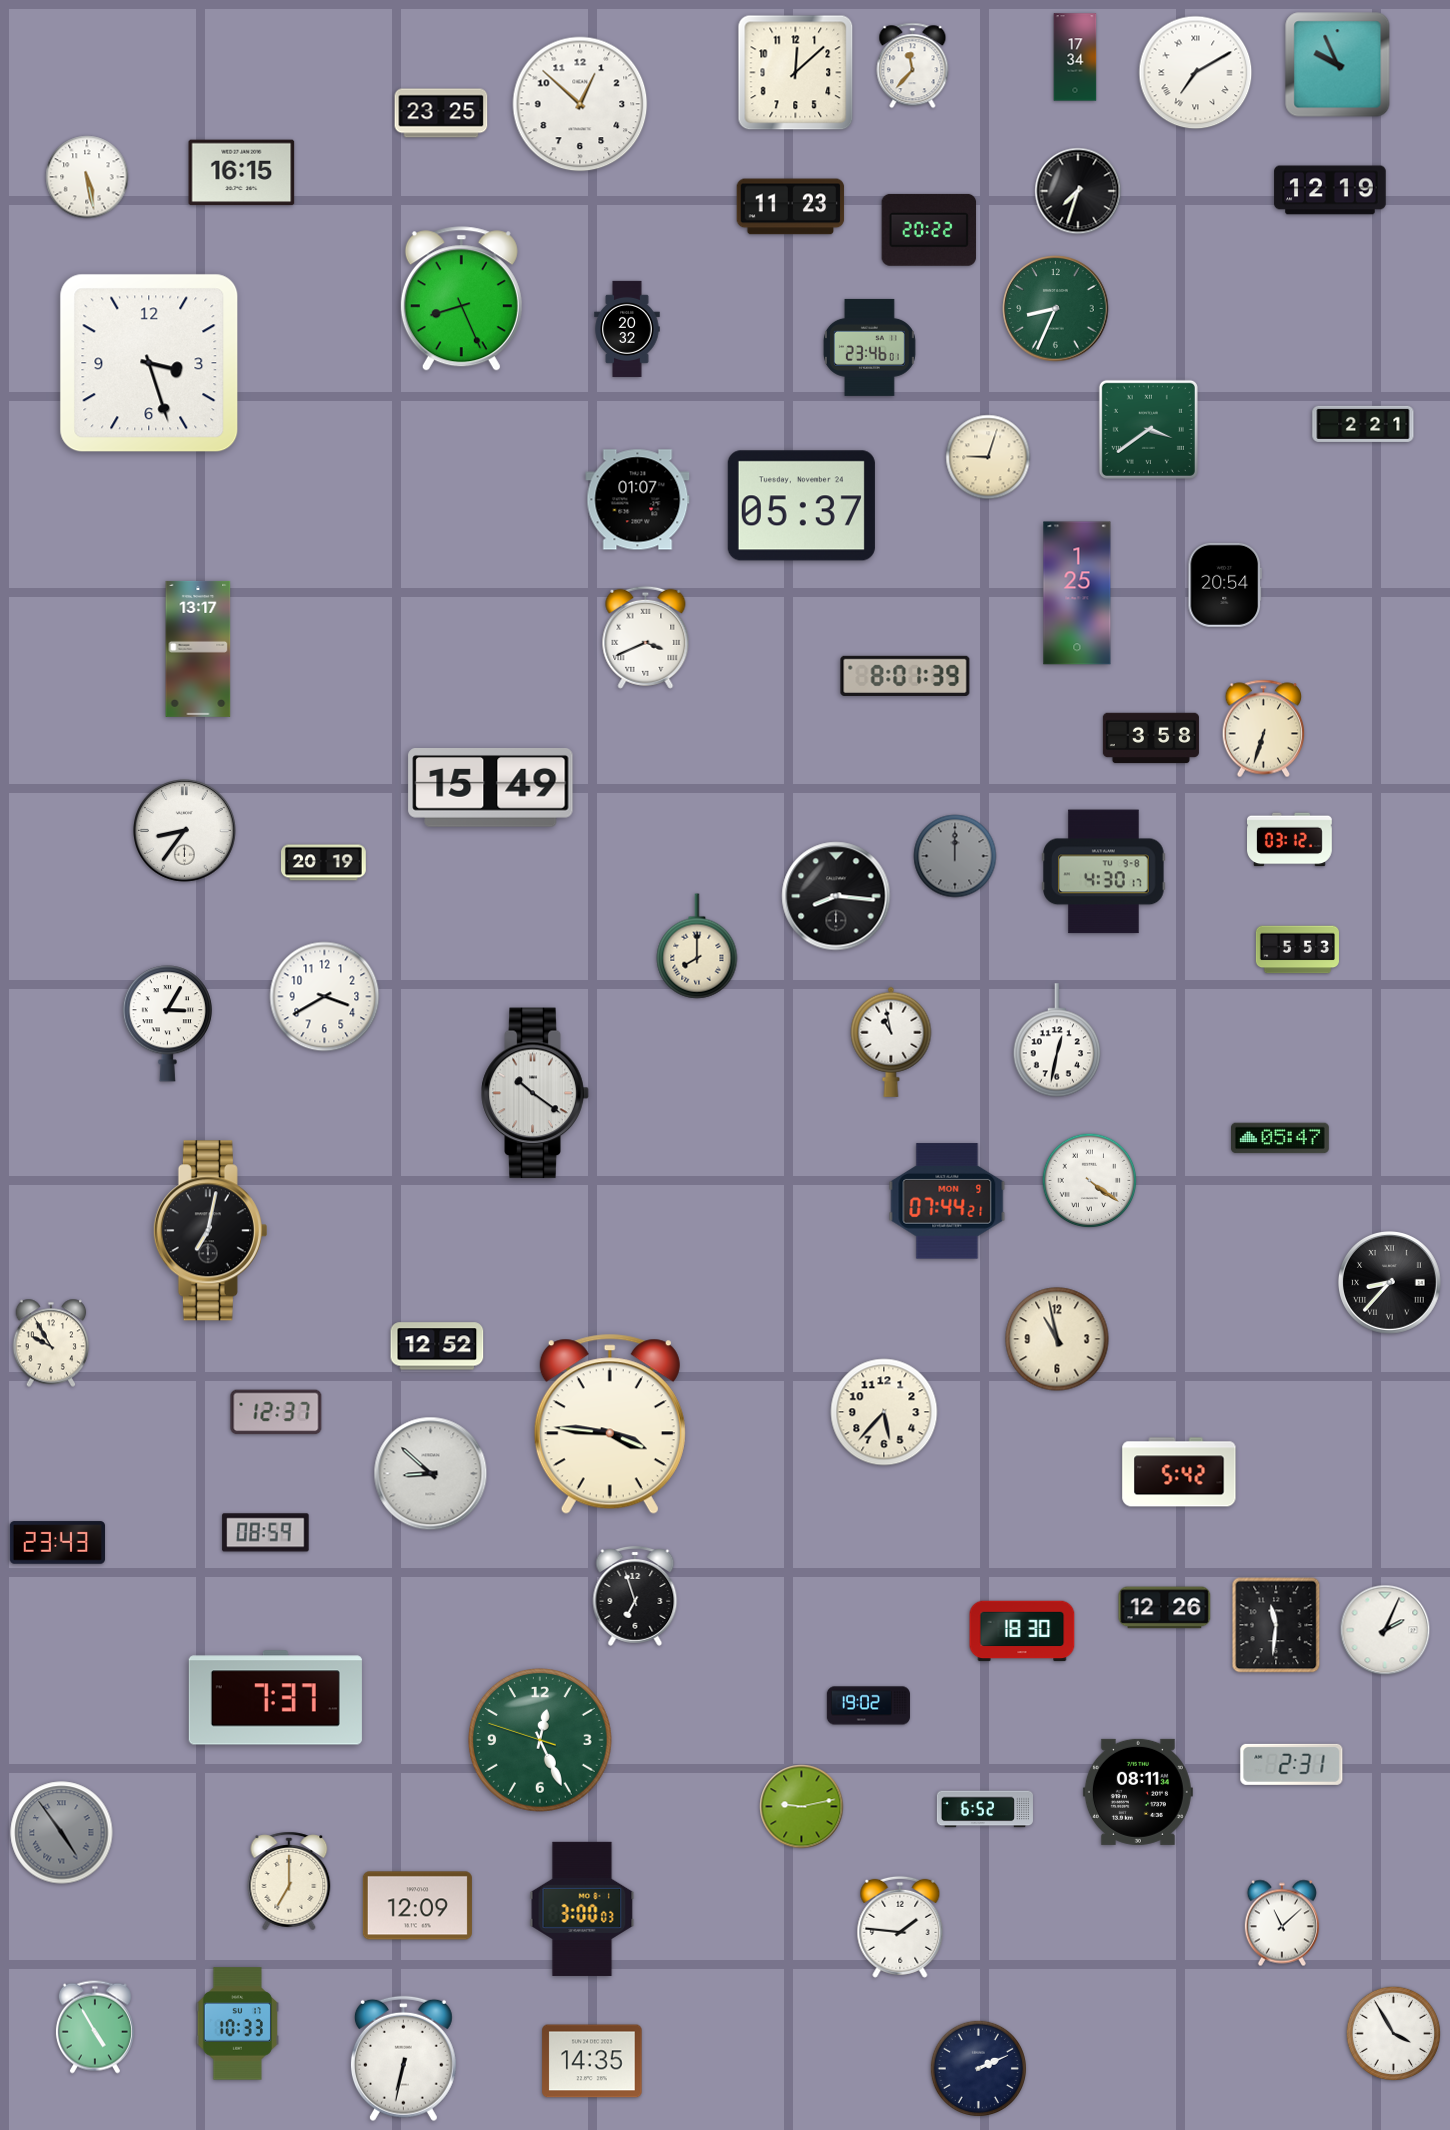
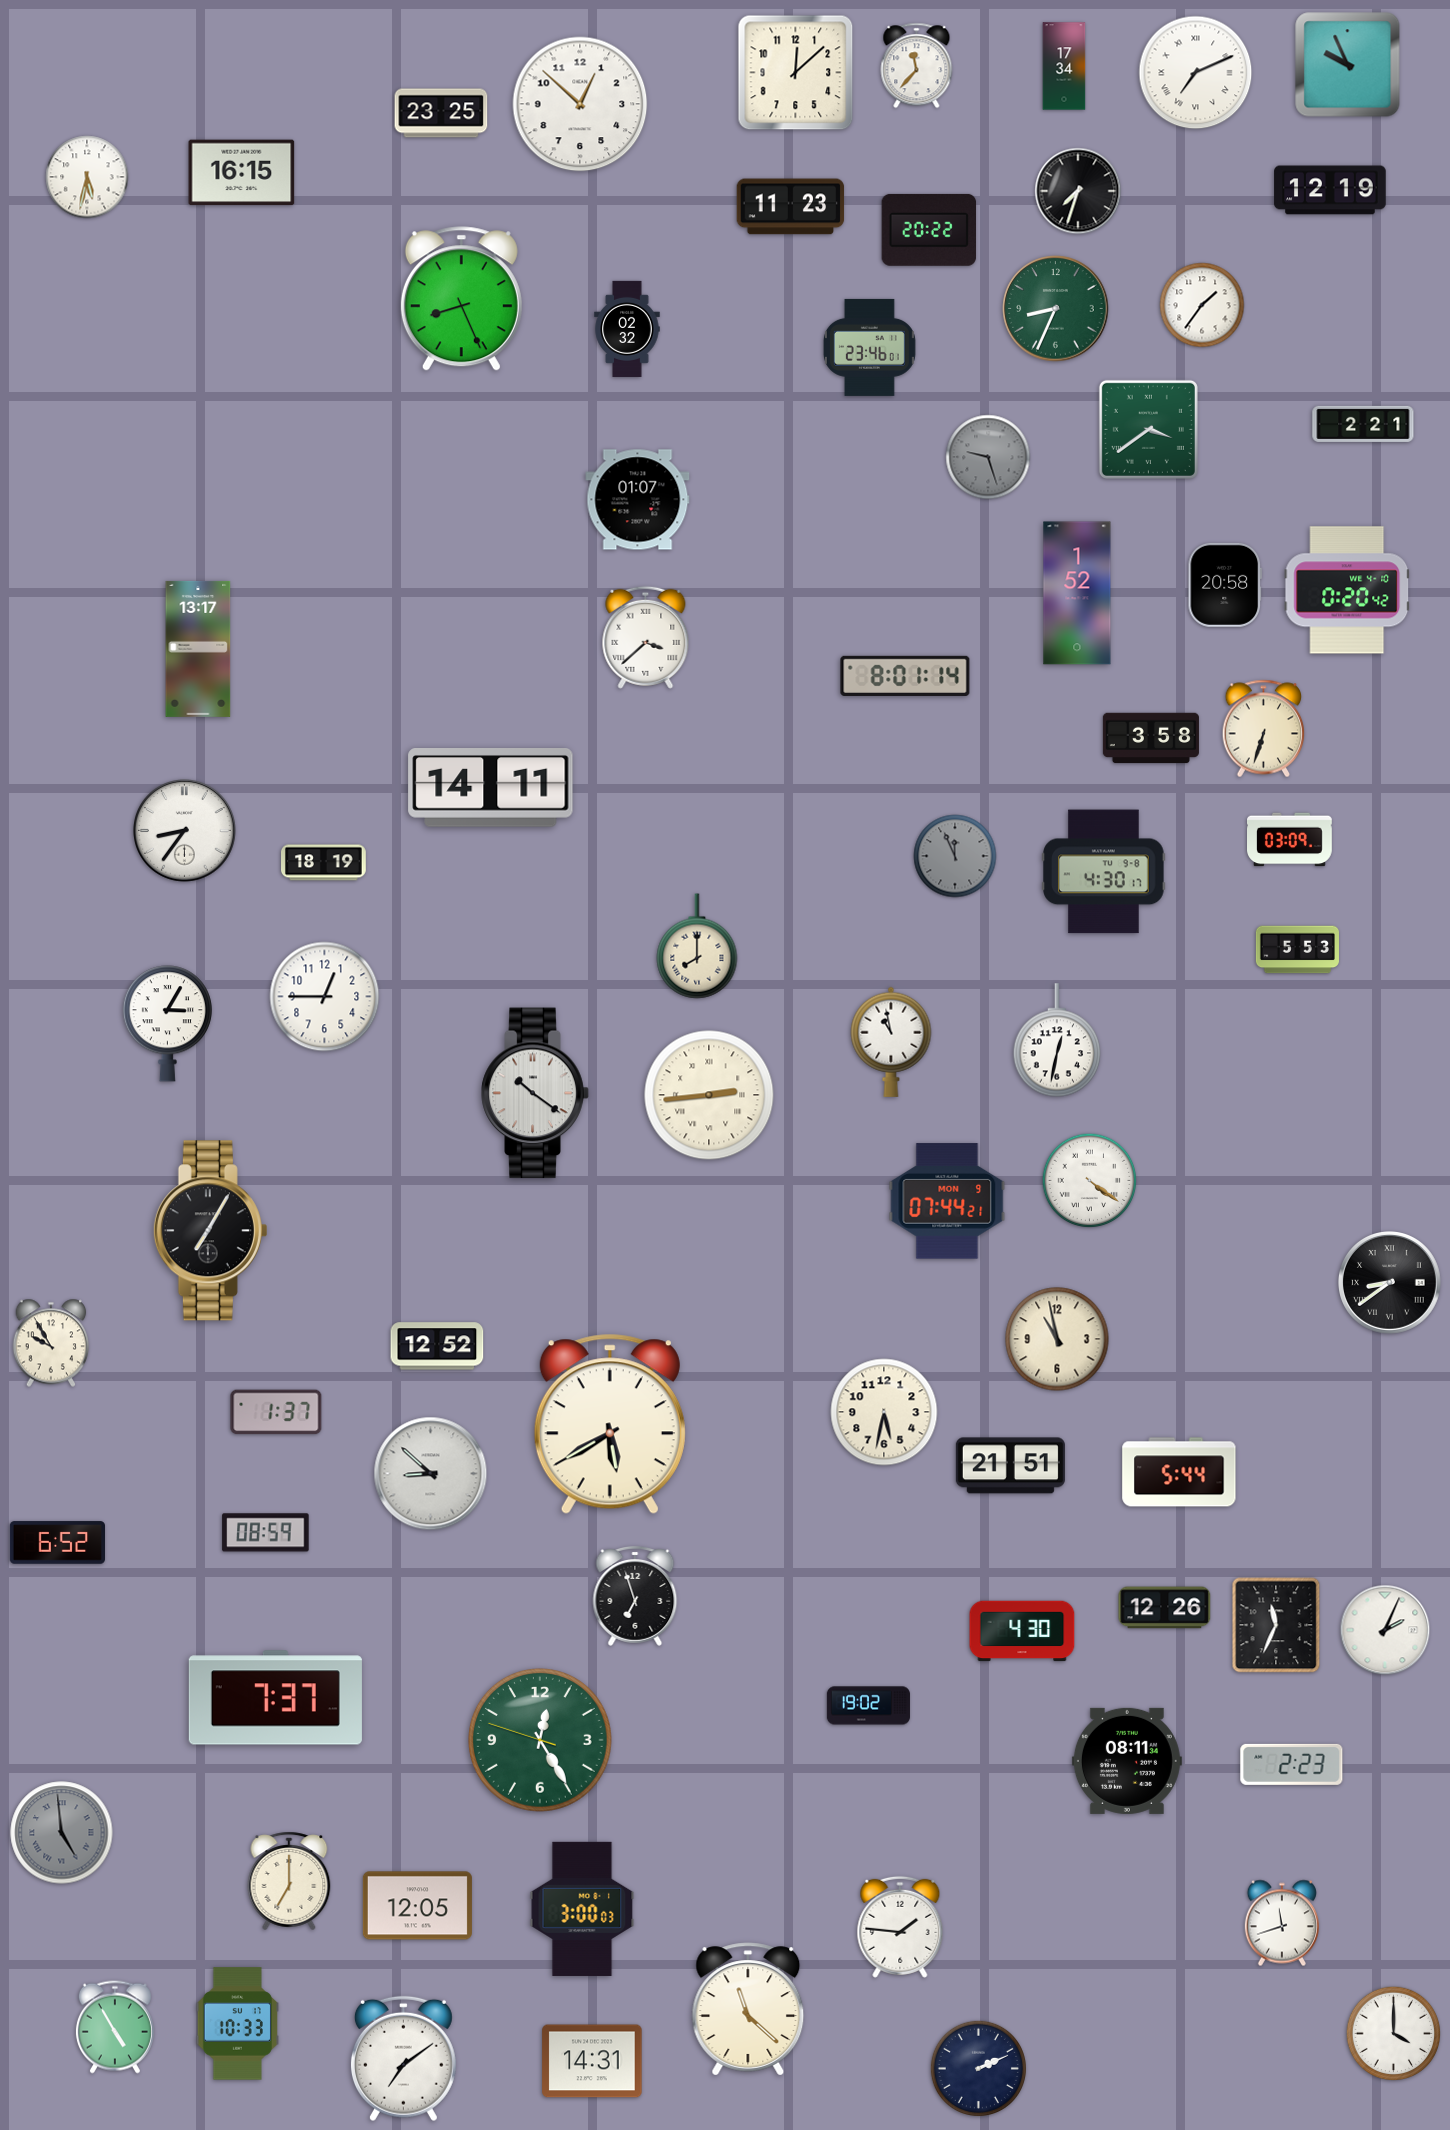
clock at (1075, 57) position: (1075, 57) -> (1064, 66)
clock at (1338, 65) position: (1338, 65) -> (1348, 65)
clock at (913, 66) position: (913, 66) -> (917, 66)
clock at (1196, 73): 7:10 -> 7:11
clock at (87, 177): 5:28 -> 5:32
clock at (1202, 305): none -> 1:36
clock at (627, 329): 20:32 -> 02:32
clock at (149, 363): 3:27 -> none
clock at (988, 457): 9:03 -> 9:27
clock at (988, 457) dial: cream -> grey
clock at (801, 506): 05:37 -> none
clock at (1224, 585): 20:54 -> 20:58
clock at (1347, 590): none -> 0:20
clock at (1077, 593): 1:25 -> 1:52
clock at (646, 637): 3:41 -> 3:38
clock at (905, 676): 8:01:39 -> 8:01:14
clock at (491, 788): 15:49 -> 14:11
clock at (1290, 840): 03:12 -> 03:09
clock at (955, 856): 12:00 -> 11:56
clock at (324, 863): 20:19 -> 18:19
clock at (836, 896): 8:16 -> none
clock at (325, 997): 3:40 -> 12:45
clock at (709, 1095): none -> 2:44
clock at (1281, 1138): 05:47 -> none
clock at (210, 1231): 7:02 -> 7:05
clock at (1390, 1283): 8:37 -> 8:39
clock at (276, 1412): 12:37 -> 1:37
clock at (884, 1412): 5:37 -> 5:32
clock at (610, 1424): 3:46 -> 5:40
clock at (1010, 1466): none -> 21:51
clock at (1179, 1472): 5:42 -> 5:44
clock at (57, 1543): 23:43 -> 6:52
clock at (1276, 1625): 11:31 -> 11:34
clock at (1022, 1631): 18:30 -> 4:30
clock at (541, 1741): 12:25 -> 12:24
clock at (1292, 1764): 2:31 -> 2:23
clock at (1138, 1792) position: (1138, 1792) -> (1127, 1761)
clock at (802, 1807): 9:13 -> none
clock at (985, 1809): 6:52 -> none
clock at (62, 1833): 4:54 -> 4:59
clock at (417, 1906): 12:09 -> 12:05
clock at (1282, 1923): 11:08 -> 11:42
clock at (748, 2009): none -> 11:22
clock at (95, 2027) position: (95, 2027) -> (115, 2027)
clock at (1394, 2034): 3:55 -> 4:00
clock at (403, 2059): 6:32 -> 7:09
clock at (592, 2061): 14:35 -> 14:31
